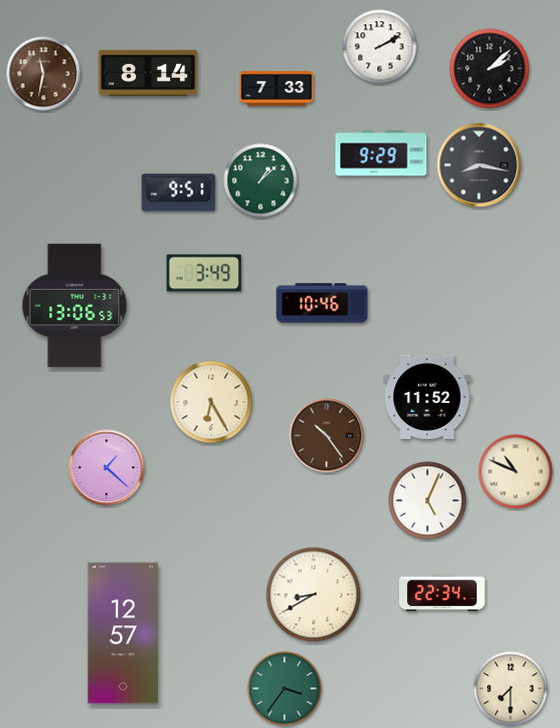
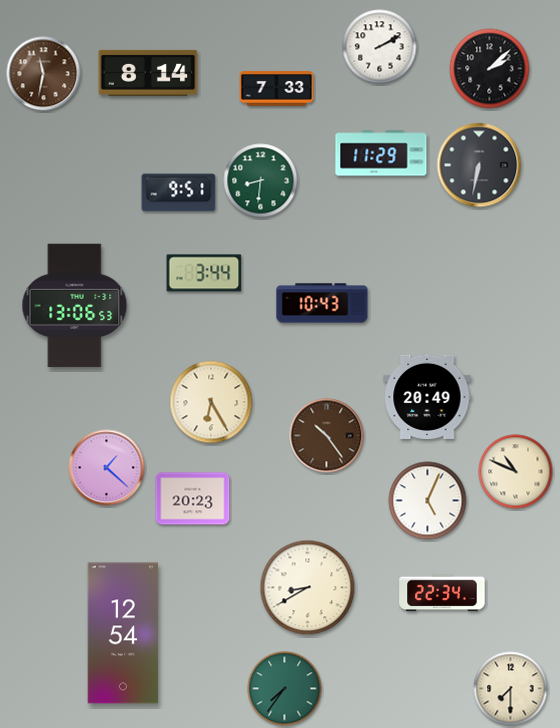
clock at (381, 153): 9:29 -> 11:29
clock at (479, 165): 8:17 -> 6:32
clock at (261, 181): 1:08 -> 8:31
clock at (204, 273): 3:49 -> 3:44
clock at (322, 303): 10:46 -> 10:43
clock at (427, 397): 11:52 -> 20:49
clock at (193, 499): none -> 20:23
clock at (314, 595) position: (314, 595) -> (308, 588)
clock at (123, 633): 12:57 -> 12:54
clock at (285, 689): 3:36 -> 7:36
